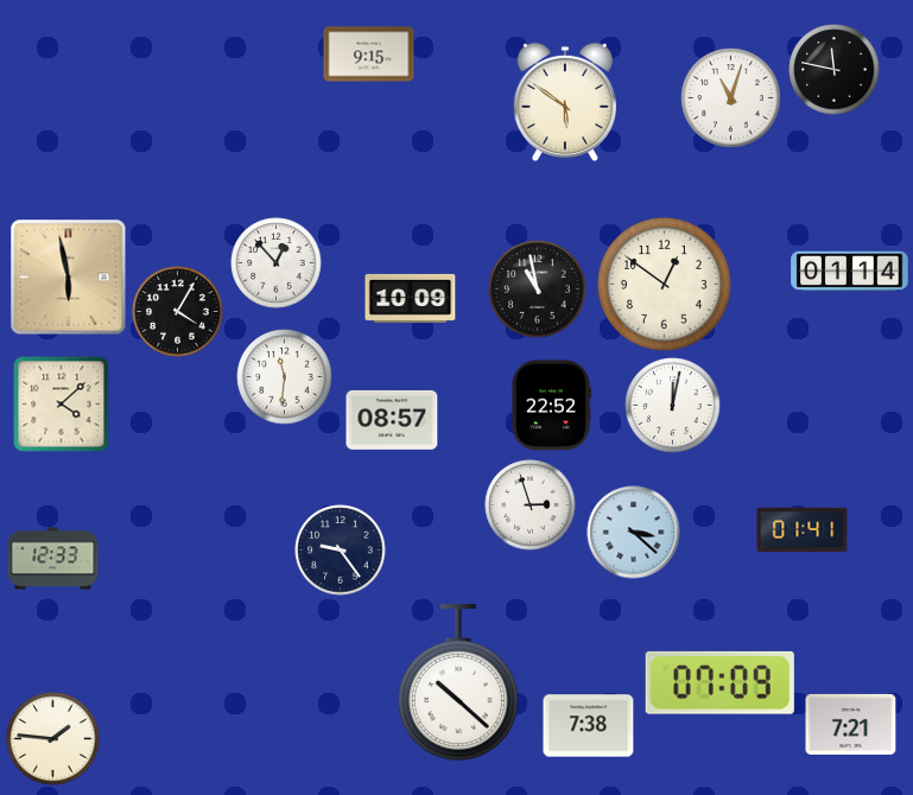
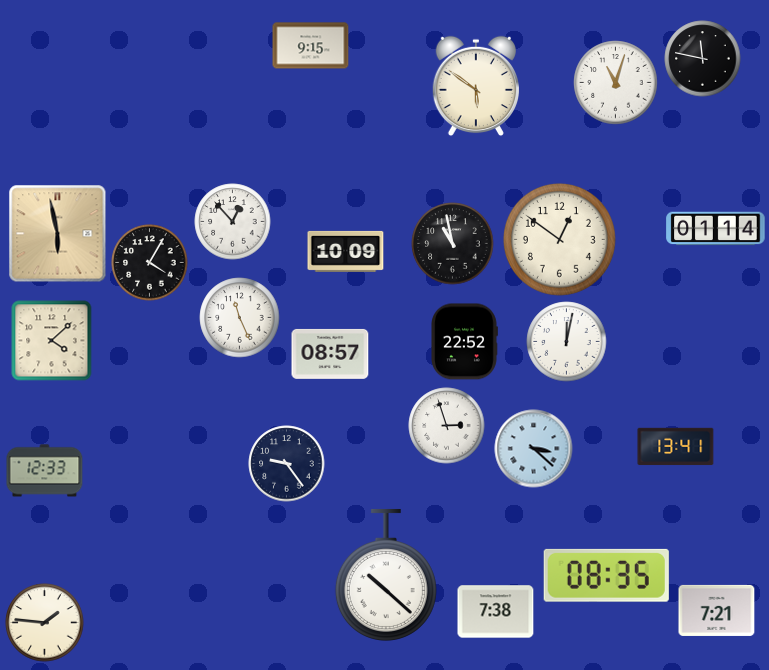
clock at (285, 377): 11:31 -> 11:26
clock at (803, 530): 01:41 -> 13:41
clock at (719, 682): 07:09 -> 08:35
